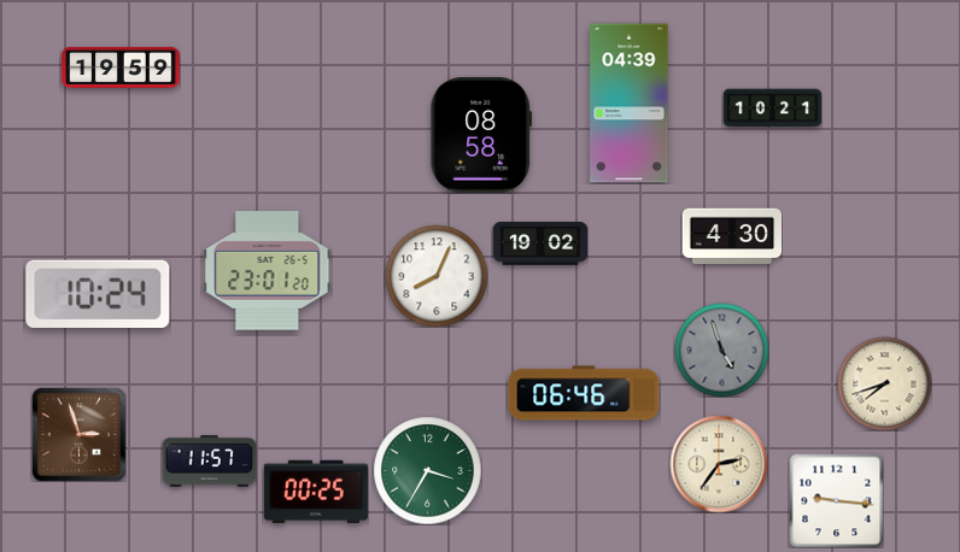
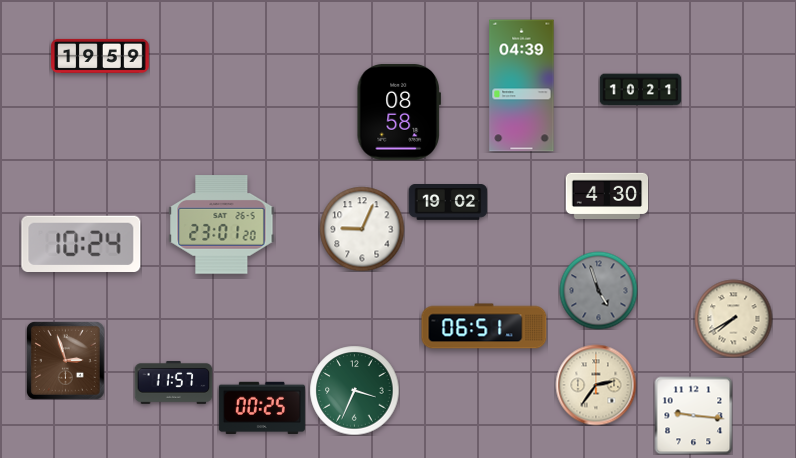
clock at (437, 276): 8:04 -> 9:04
clock at (884, 383): 7:42 -> 7:40
clock at (584, 393): 06:46 -> 06:51
clock at (427, 470): 3:35 -> 3:34
